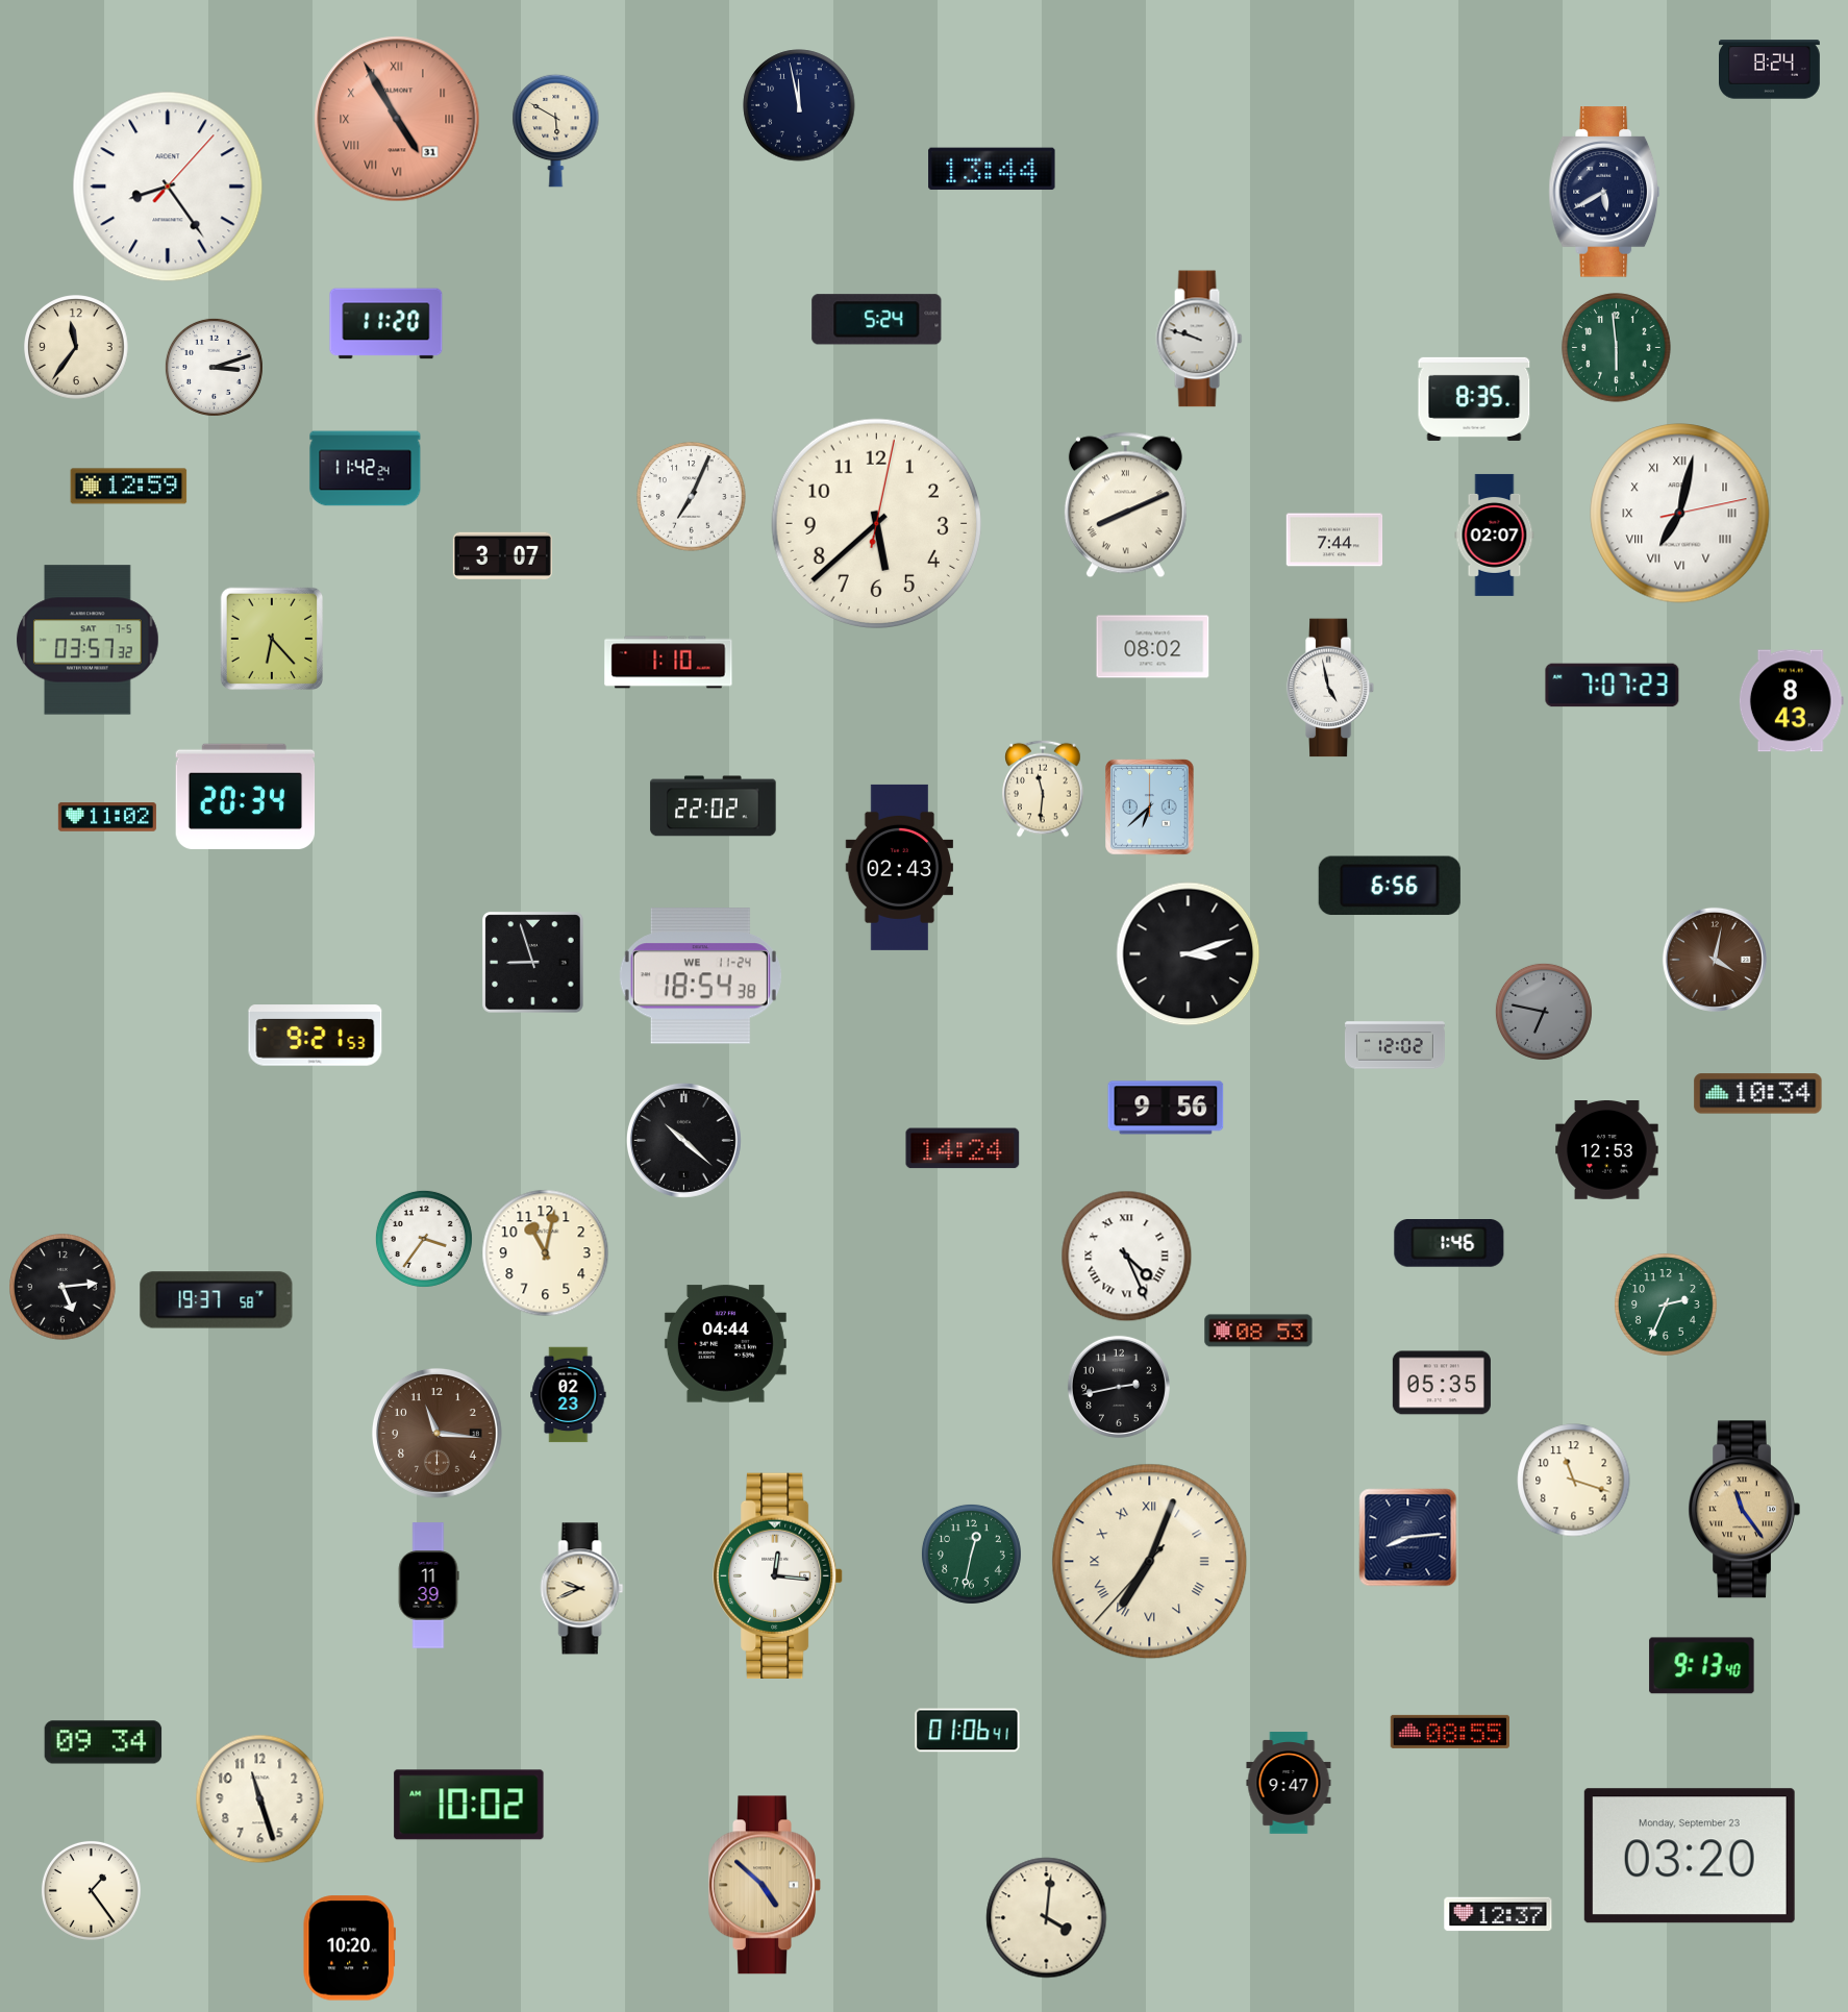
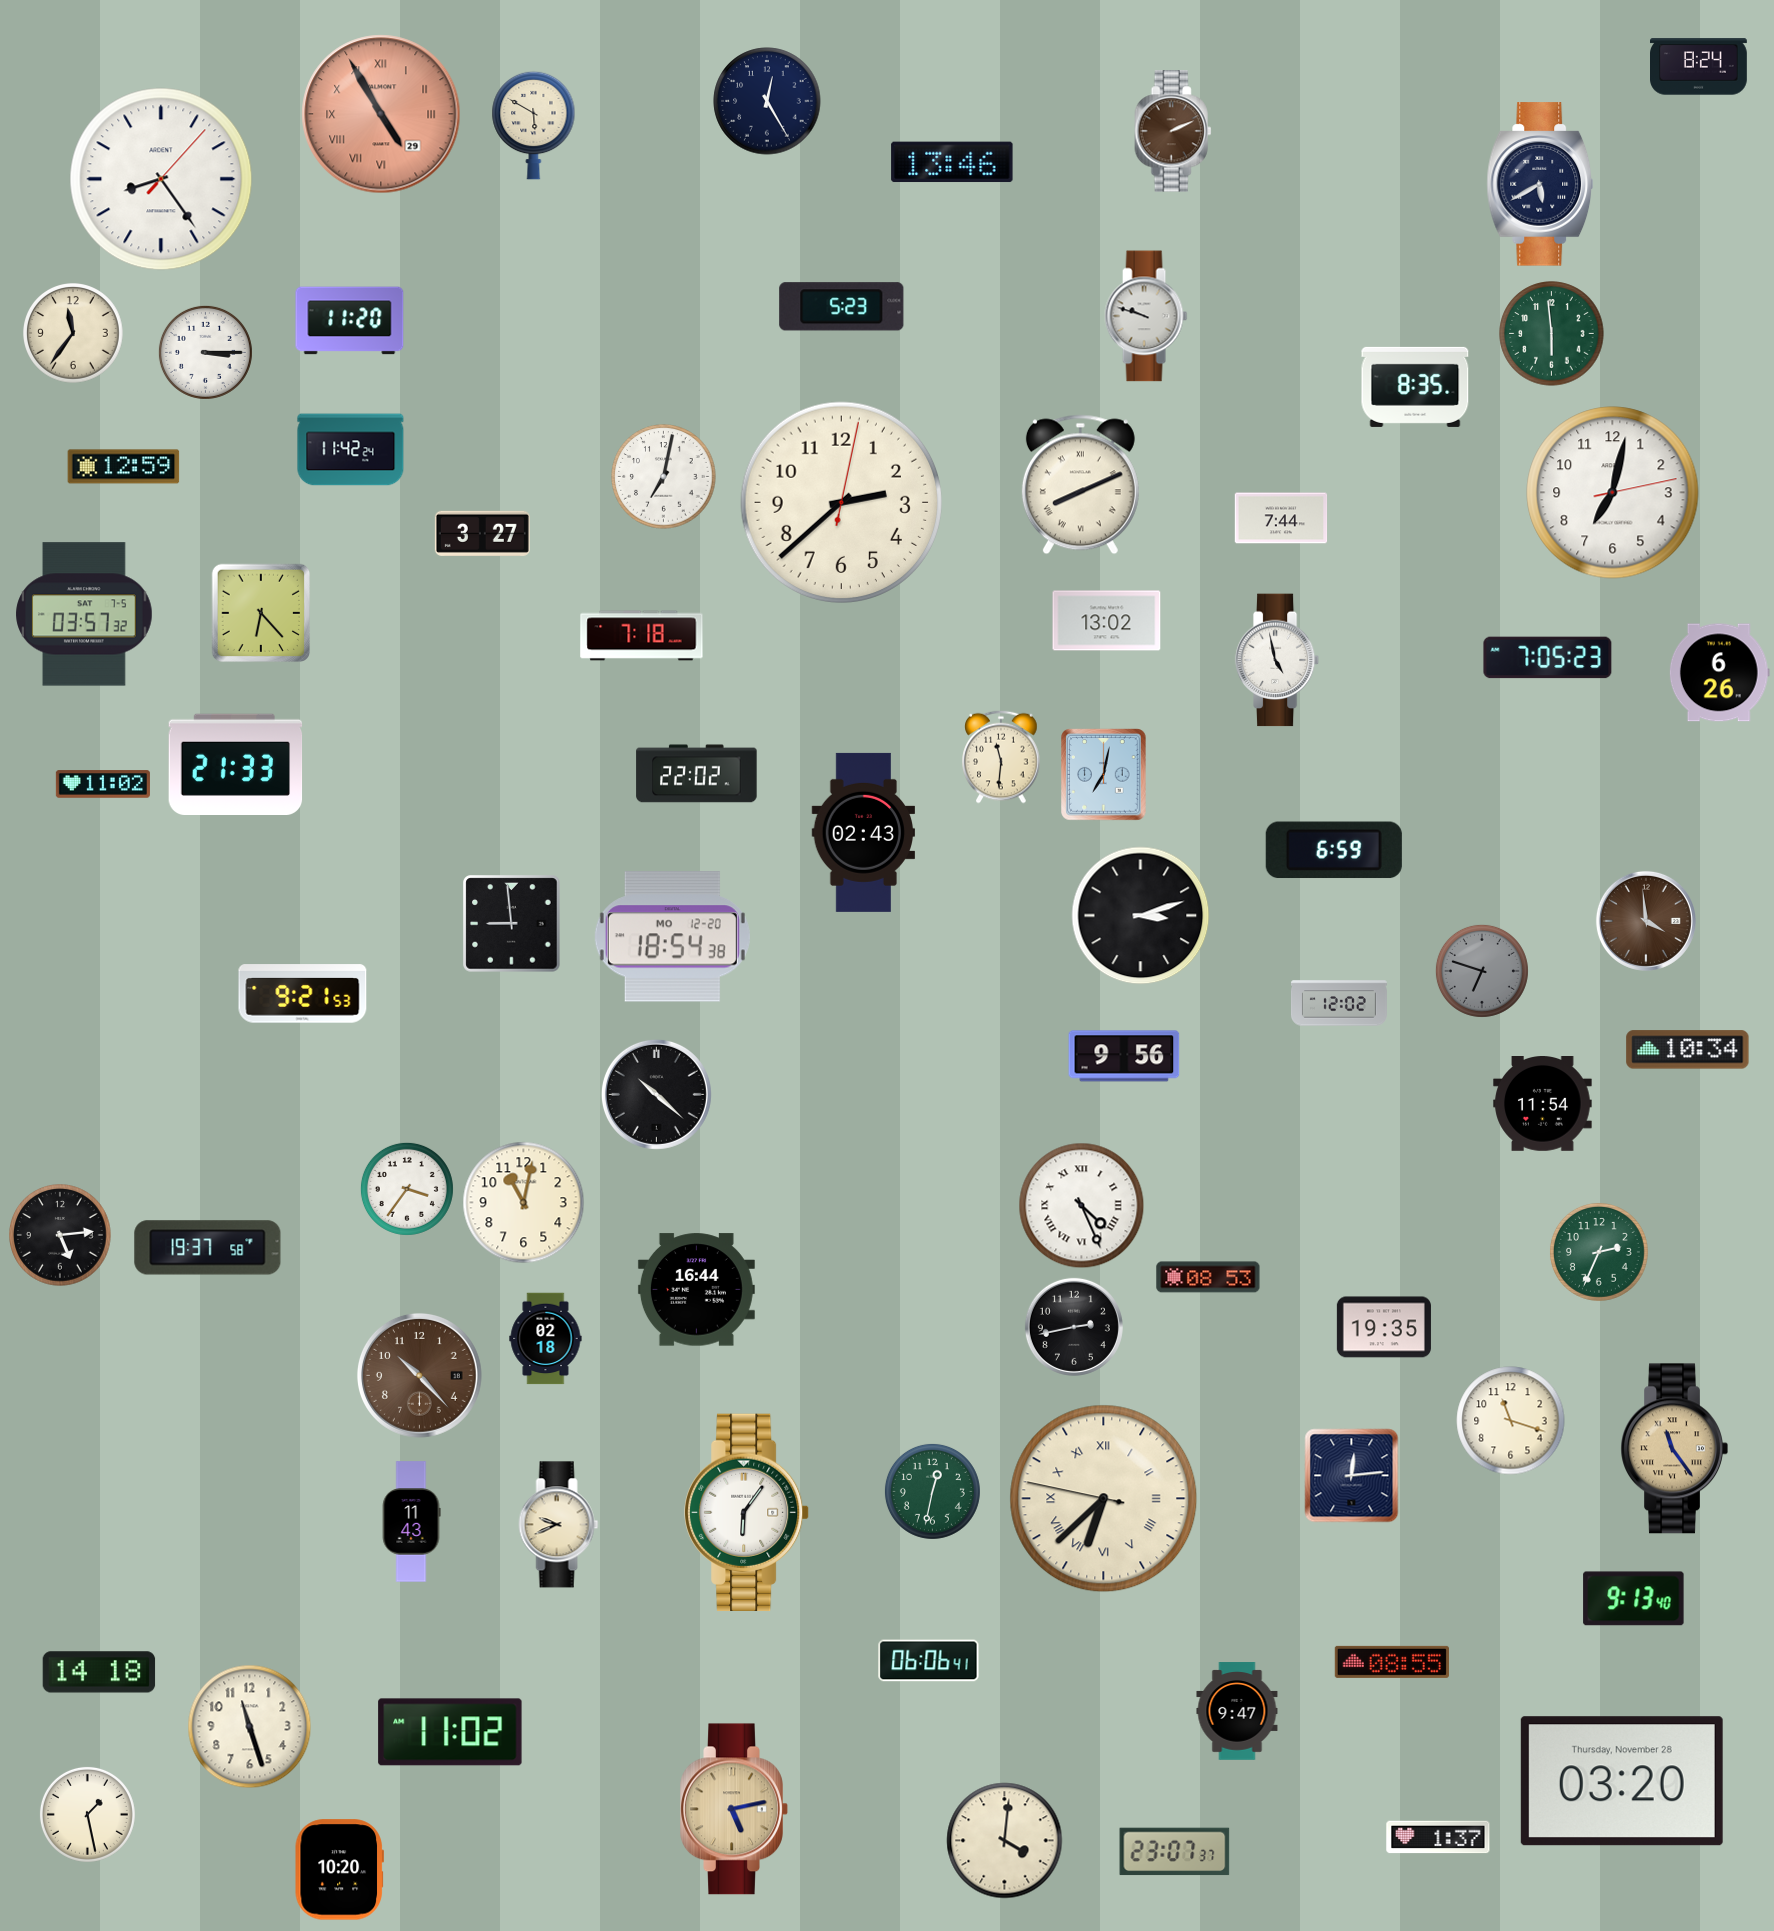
clock at (799, 105): 11:58 -> 12:25
clock at (397, 119) date: 31 -> 29
clock at (1173, 131): none -> 2:11
clock at (992, 169): 13:44 -> 13:46
clock at (877, 320): 5:24 -> 5:23
clock at (386, 324) position: (386, 324) -> (350, 321)
clock at (1199, 339) position: (1199, 339) -> (1146, 316)
clock at (214, 367): 3:12 -> 3:15
clock at (1474, 399) position: (1474, 399) -> (1415, 387)
clock at (692, 497): 7:04 -> 7:02
clock at (1680, 514) numerals: Roman -> Arabic
clock at (877, 524): 5:38 -> 2:38
clock at (1495, 535): 02:07 -> none
clock at (502, 555): 3:07 -> 3:27
clock at (1153, 647): 08:02 -> 13:02
clock at (669, 663): 1:10 -> 7:18
clock at (1613, 686): 7:07 -> 7:05
clock at (1791, 701): 8:43 -> 6:26
clock at (246, 796): 20:34 -> 21:33
clock at (714, 806) position: (714, 806) -> (697, 774)
clock at (1150, 808): 6:38 -> 7:02
clock at (1390, 886): 6:56 -> 6:59
clock at (1715, 960): 4:02 -> 3:59
clock at (533, 963): 8:57 -> 8:59
clock at (700, 976) date: WE 11-24 -> MO 12-20
clock at (1544, 1012): 6:47 -> 6:48
clock at (1166, 1108) position: (1166, 1108) -> (1124, 1056)
clock at (963, 1148): 14:24 -> none
clock at (1607, 1150): 12:53 -> 11:54
clock at (1449, 1244): 1:46 -> none
clock at (725, 1344): 04:44 -> 16:44
clock at (1442, 1383): 05:35 -> 19:35
clock at (1119, 1387) position: (1119, 1387) -> (1074, 1327)
clock at (569, 1395): 02:23 -> 02:18
clock at (436, 1433): 11:16 -> 10:23
clock at (1408, 1538): 8:14 -> 12:14
clock at (1150, 1562): 7:03 -> 6:37
clock at (779, 1575): 12:16 -> 6:06
clock at (428, 1586): 11:39 -> 11:43
clock at (968, 1731): 01:06 -> 06:06
clock at (103, 1742): 09:34 -> 14:18
clock at (469, 1805): 10:02 -> 11:02
clock at (1690, 1856) date: Monday, September 23 -> Thursday, November 28
clock at (765, 1885): 4:52 -> 5:13
clock at (91, 1890): 1:24 -> 1:28
clock at (1498, 1914): 12:37 -> 1:37
clock at (1175, 1852): none -> 23:07
clock at (349, 1948) position: (349, 1948) -> (339, 1870)
